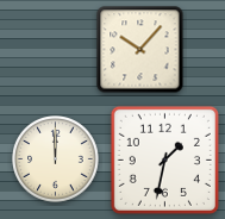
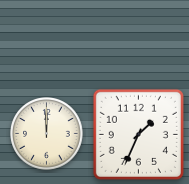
clock at (140, 50): 10:07 -> none
clock at (164, 159): 1:32 -> 1:34
